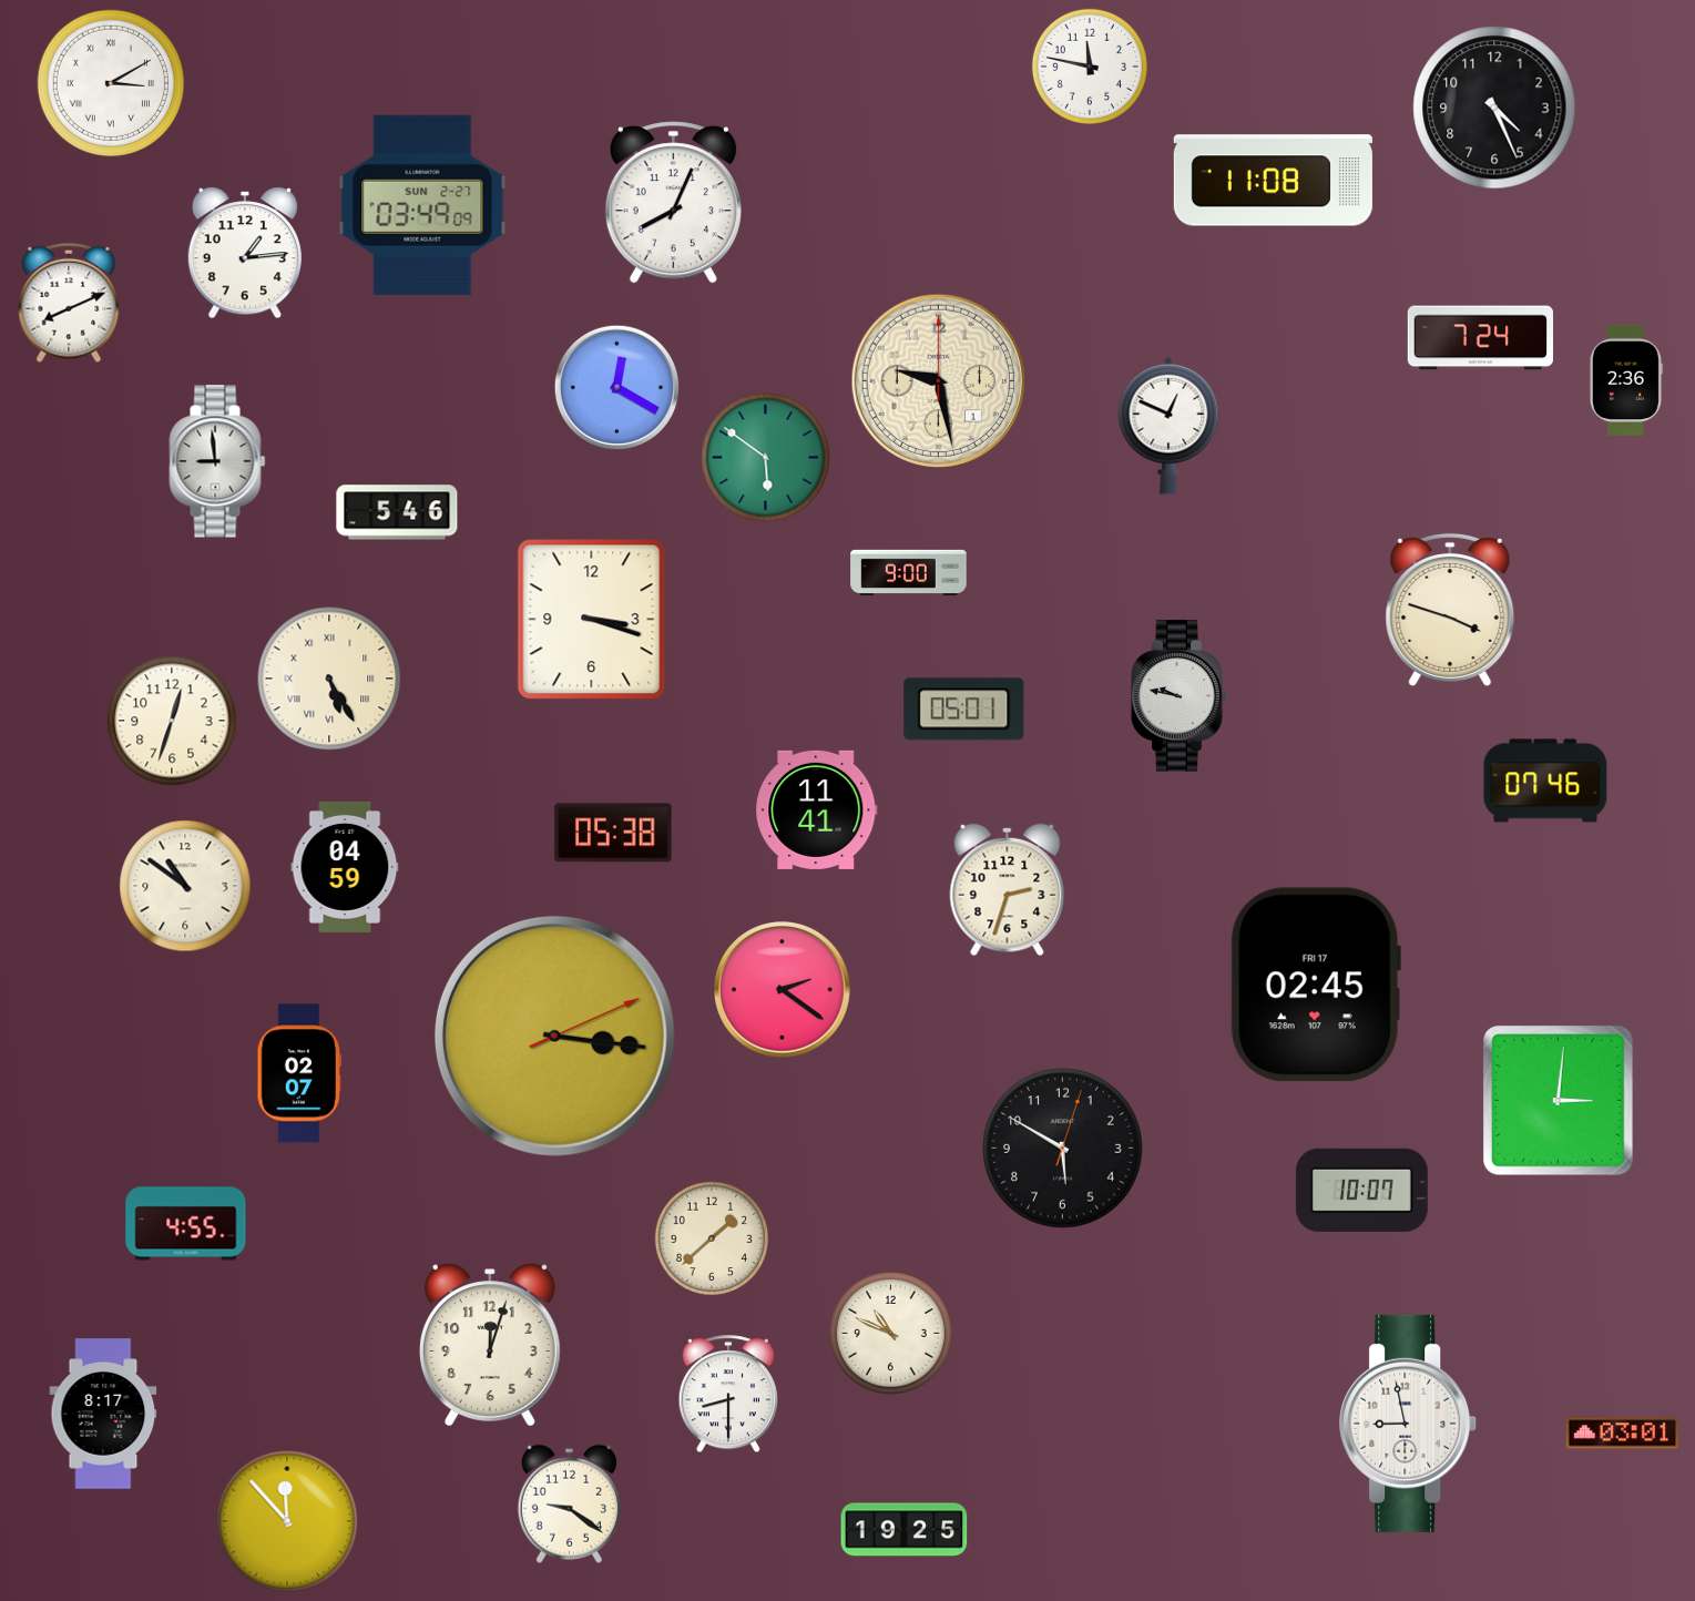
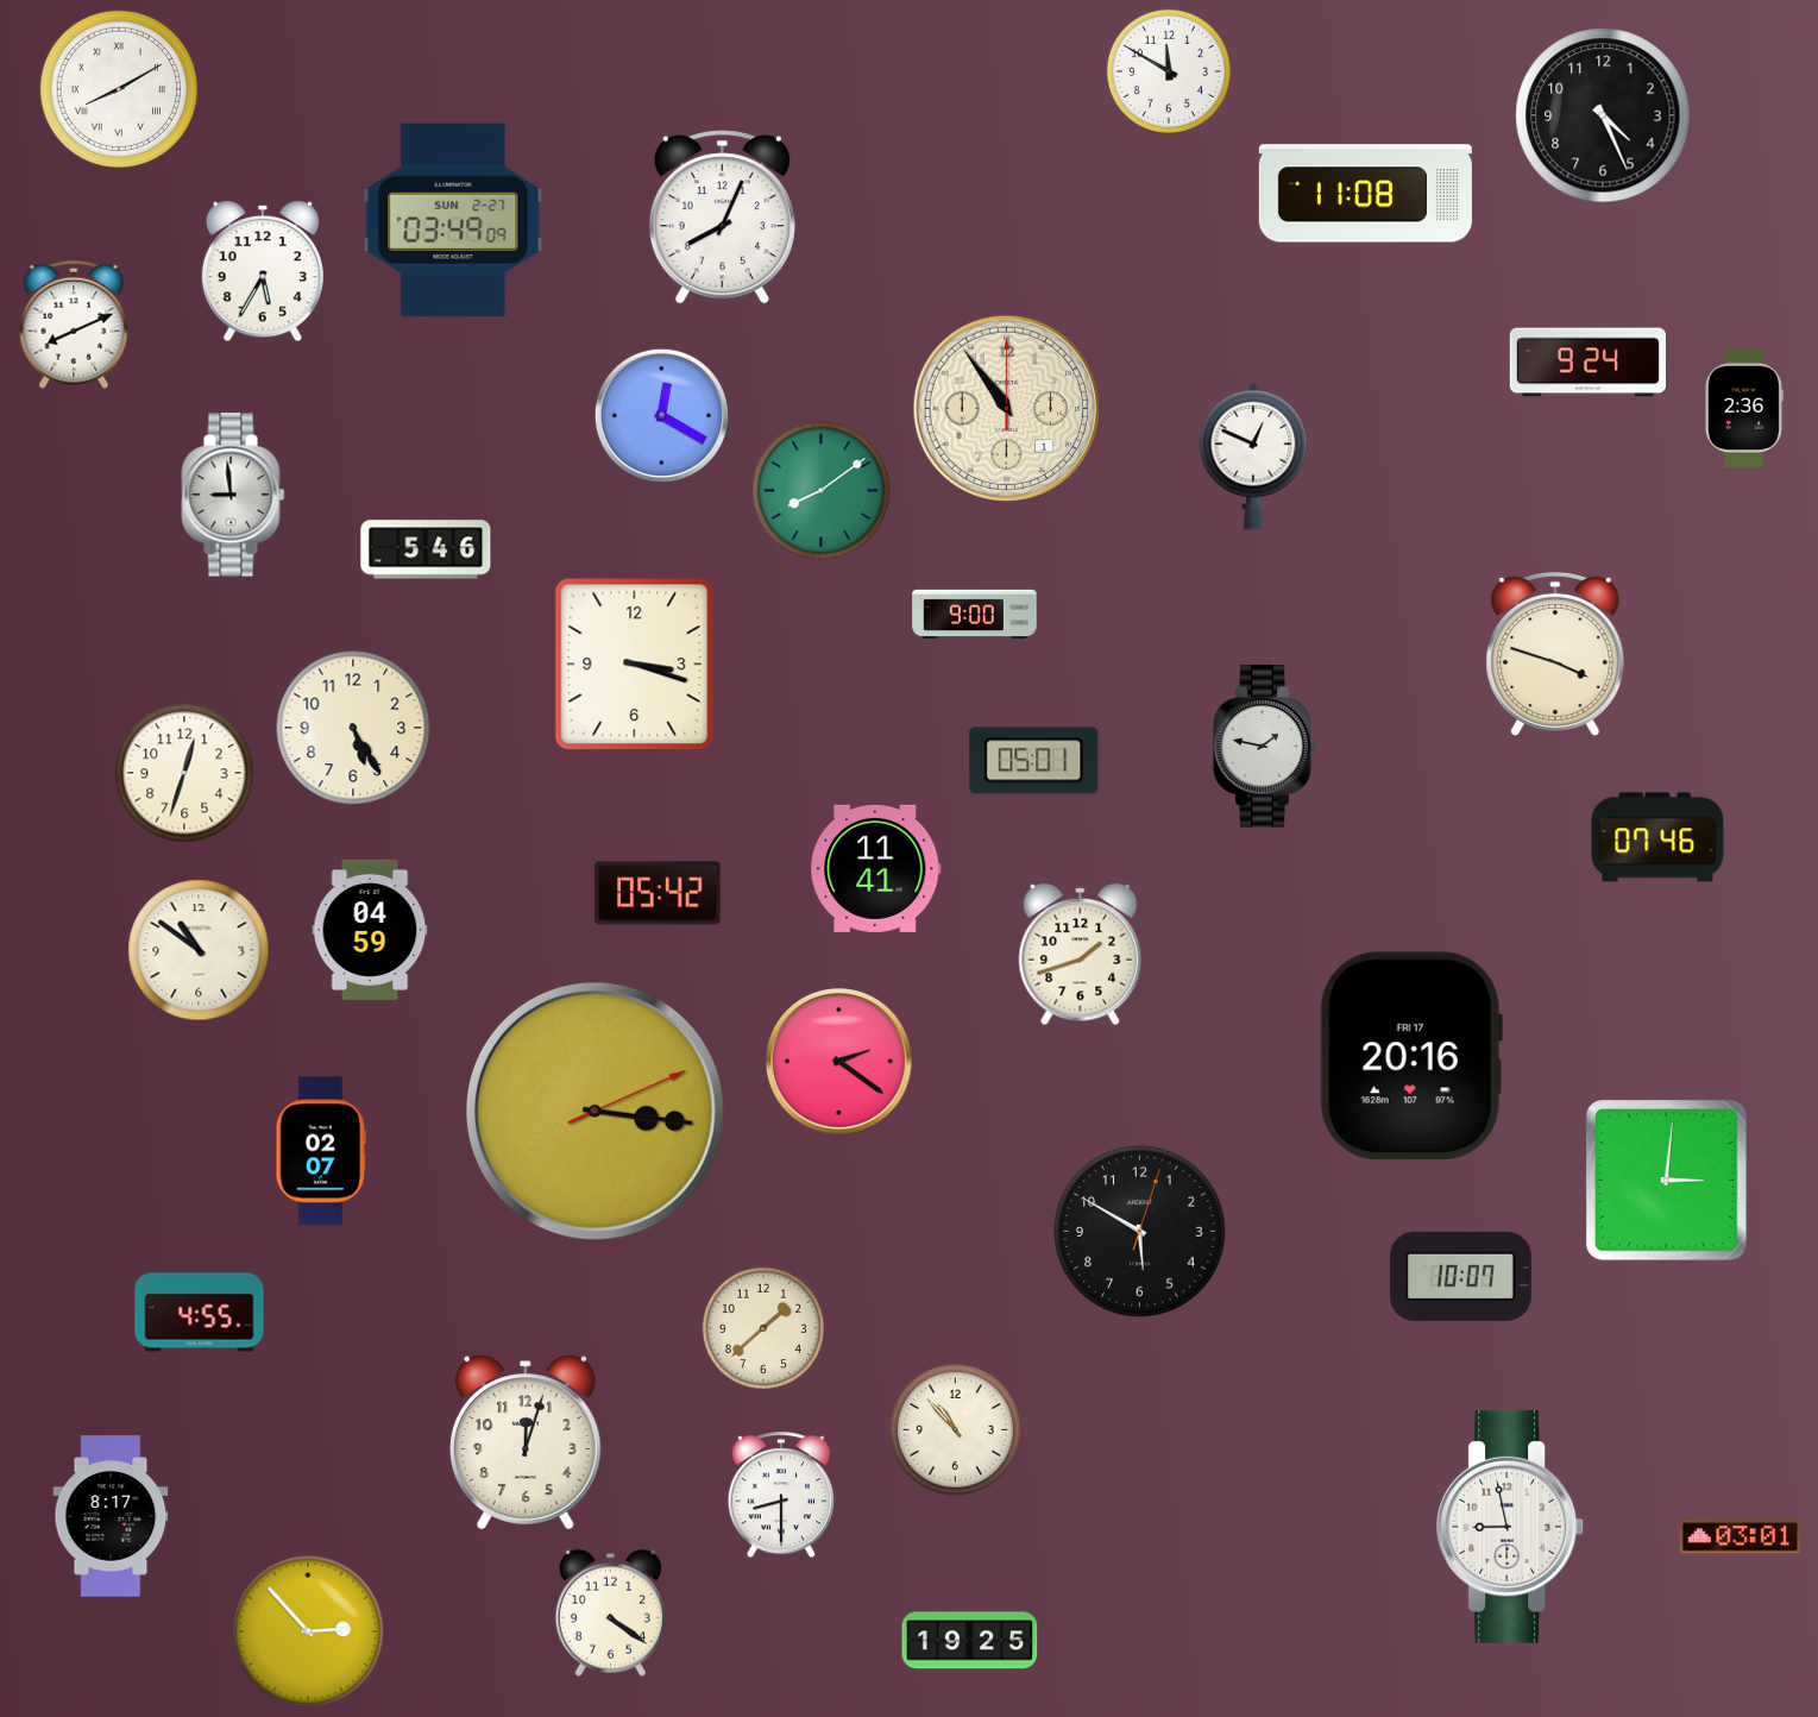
clock at (1090, 67): 11:47 -> 11:50
clock at (111, 83): 3:10 -> 8:10
clock at (244, 253): 1:14 -> 5:35
clock at (1480, 338): 7:24 -> 9:24
clock at (938, 380): 9:28 -> 10:54
clock at (766, 458): 5:51 -> 8:09
clock at (329, 679) numerals: Roman -> Arabic
clock at (1180, 696): 9:47 -> 1:47
clock at (613, 833): 05:38 -> 05:42
clock at (1008, 890): 2:33 -> 1:42
clock at (1316, 985): 02:45 -> 20:16
clock at (1559, 1101) position: (1559, 1101) -> (1667, 1181)
clock at (891, 1334): 10:49 -> 10:53
clock at (569, 1503): 9:21 -> 4:21
clock at (287, 1521): 11:53 -> 2:53
